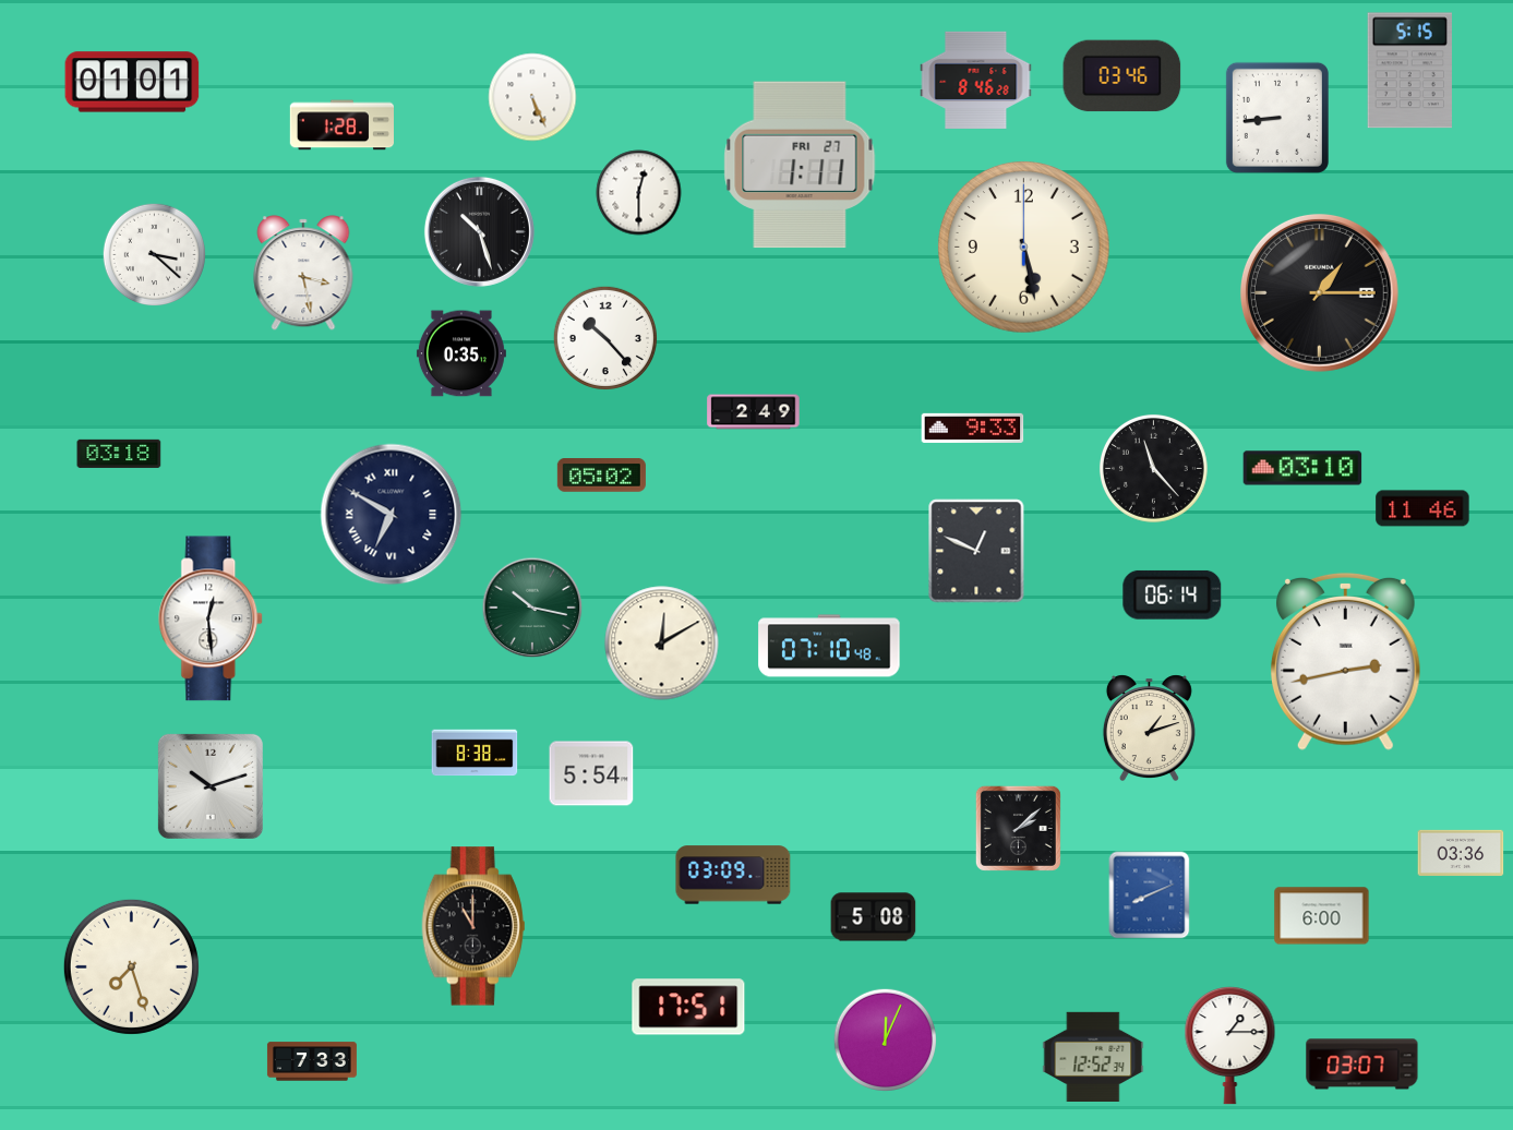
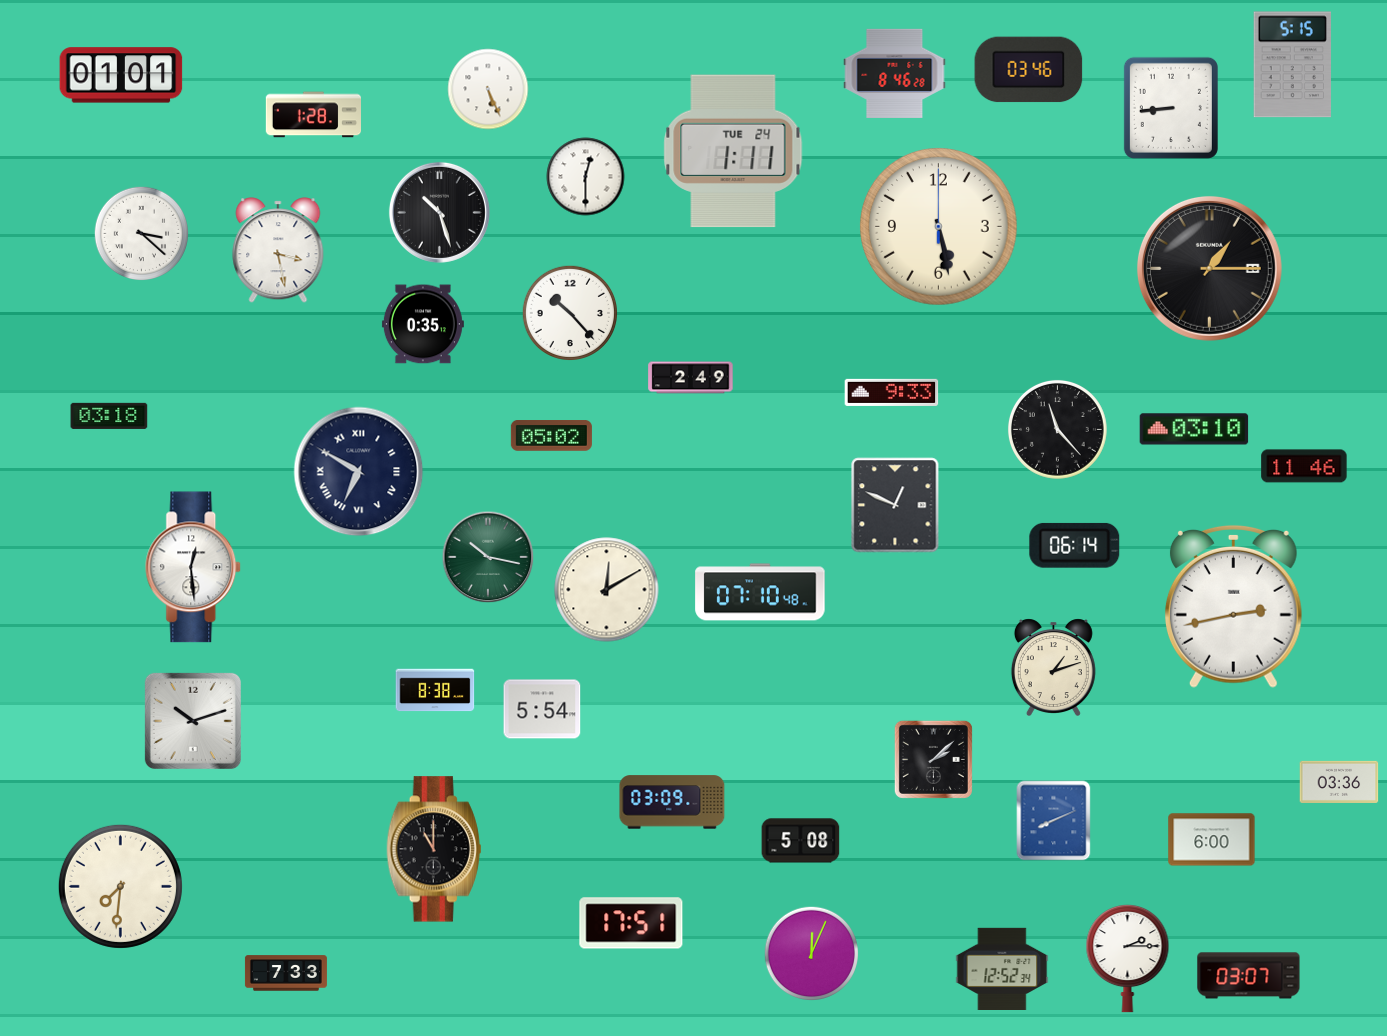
clock at (800, 165) date: FRI 27 -> TUE 24
clock at (605, 338) position: (605, 338) -> (570, 313)
clock at (131, 966): 7:27 -> 7:31
clock at (1230, 1045): 1:15 -> 2:15
